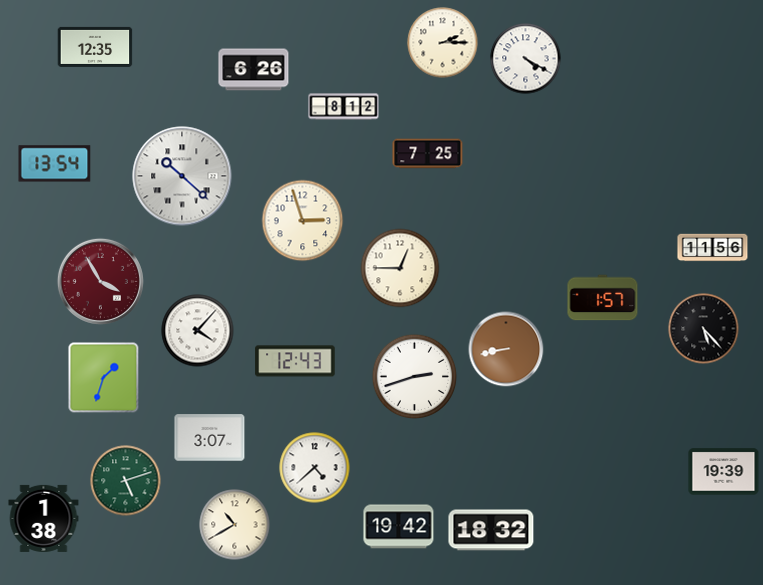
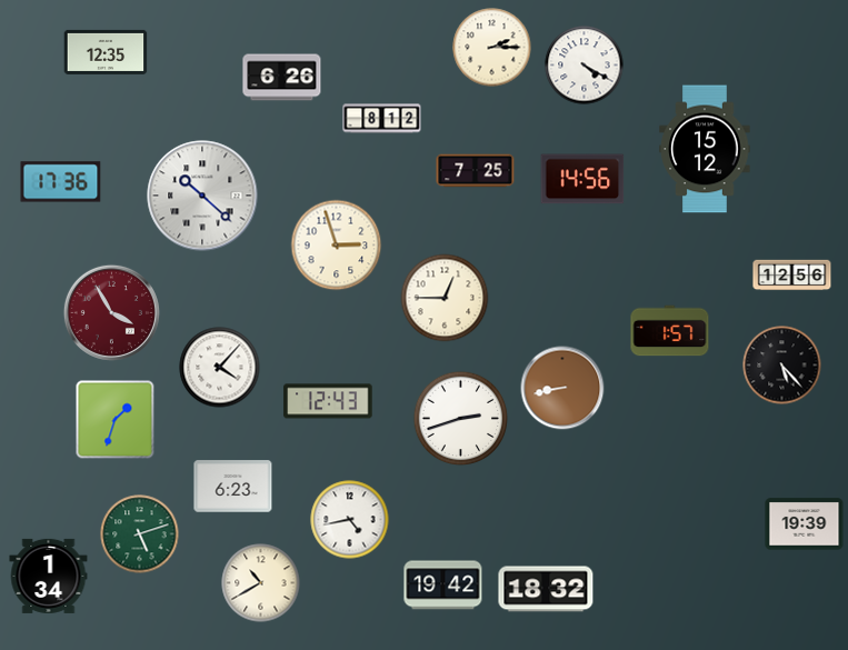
clock at (705, 149): none -> 15:12
clock at (582, 179): none -> 14:56
clock at (55, 164): 13:54 -> 17:36
clock at (713, 248): 11:56 -> 12:56
clock at (210, 438): 3:07 -> 6:23
clock at (315, 468): 4:38 -> 4:43
clock at (44, 518): 1:38 -> 1:34
